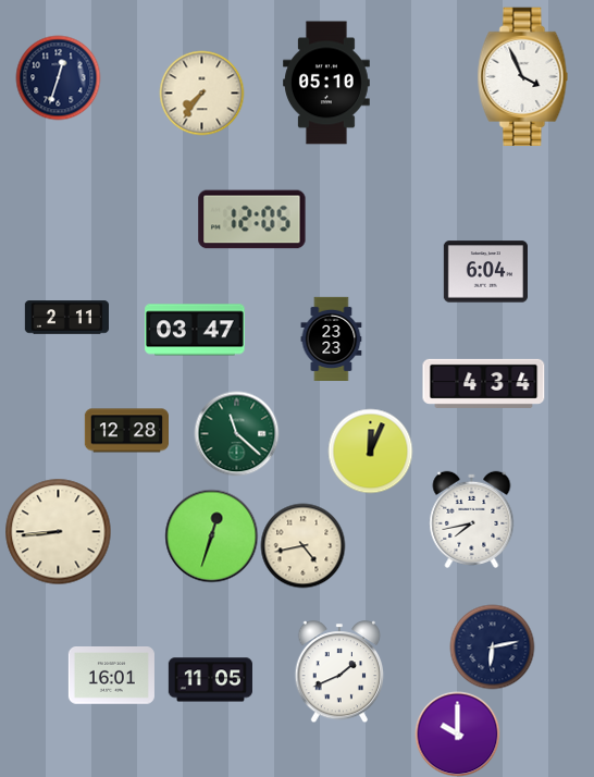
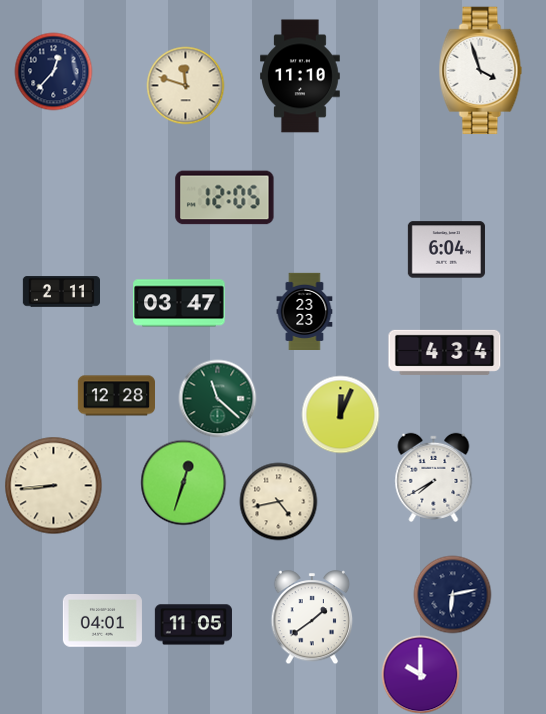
clock at (58, 77): 12:33 -> 12:37
clock at (523, 77): 3:56 -> 3:57
clock at (327, 83): 05:10 -> 11:10
clock at (201, 92): 7:36 -> 11:48
clock at (252, 220) position: (252, 220) -> (225, 198)
clock at (472, 519): 7:43 -> 7:40
clock at (58, 531) position: (58, 531) -> (53, 485)
clock at (211, 535) position: (211, 535) -> (183, 482)
clock at (339, 673): 1:41 -> 1:39
clock at (111, 676): 16:01 -> 04:01
